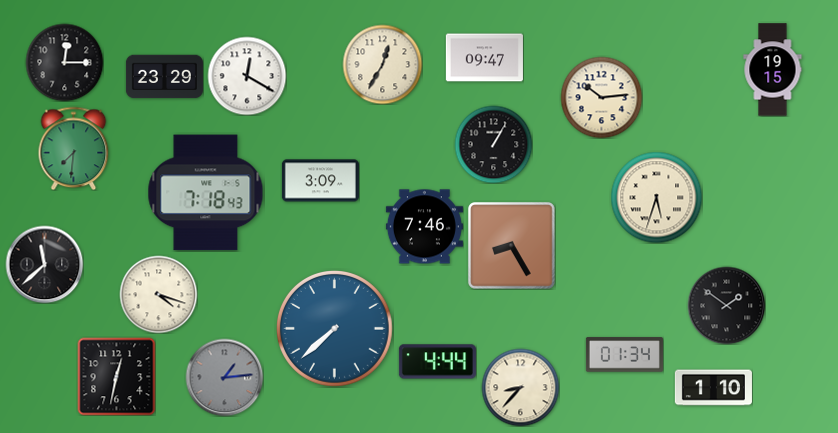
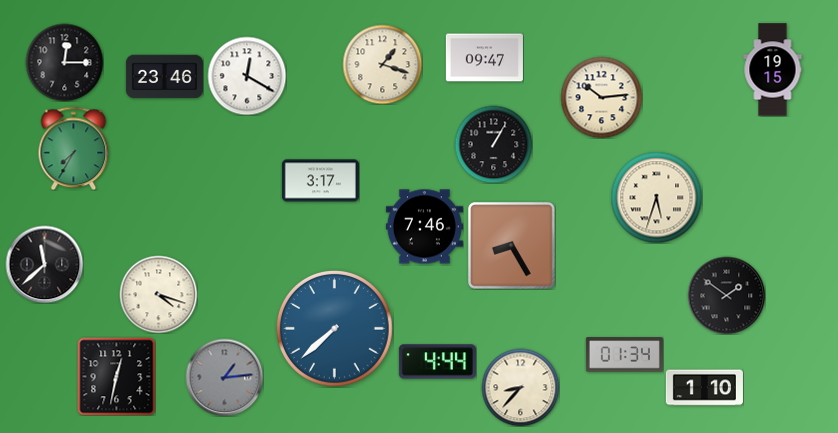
clock at (382, 64): 12:35 -> 1:18
clock at (164, 77): 23:29 -> 23:46
clock at (74, 148): 7:31 -> 7:35
clock at (320, 181): 3:09 -> 3:17
clock at (206, 193): 7:18 -> none
clock at (726, 305) position: (726, 305) -> (726, 295)
clock at (713, 388) position: (713, 388) -> (704, 388)
